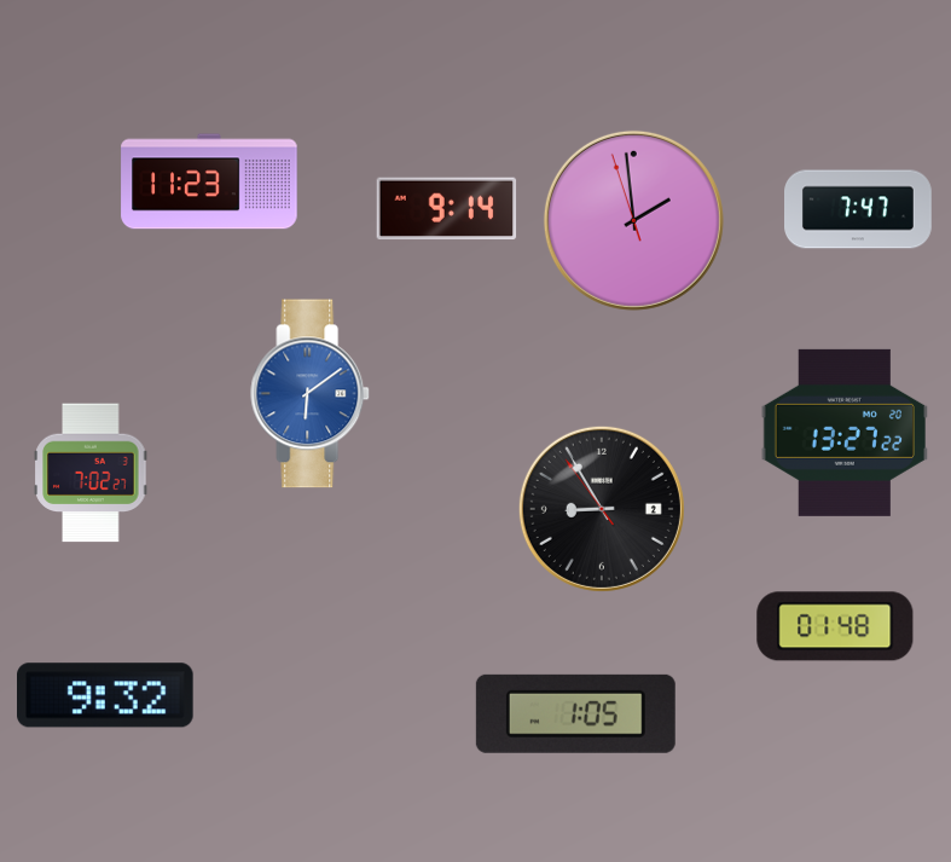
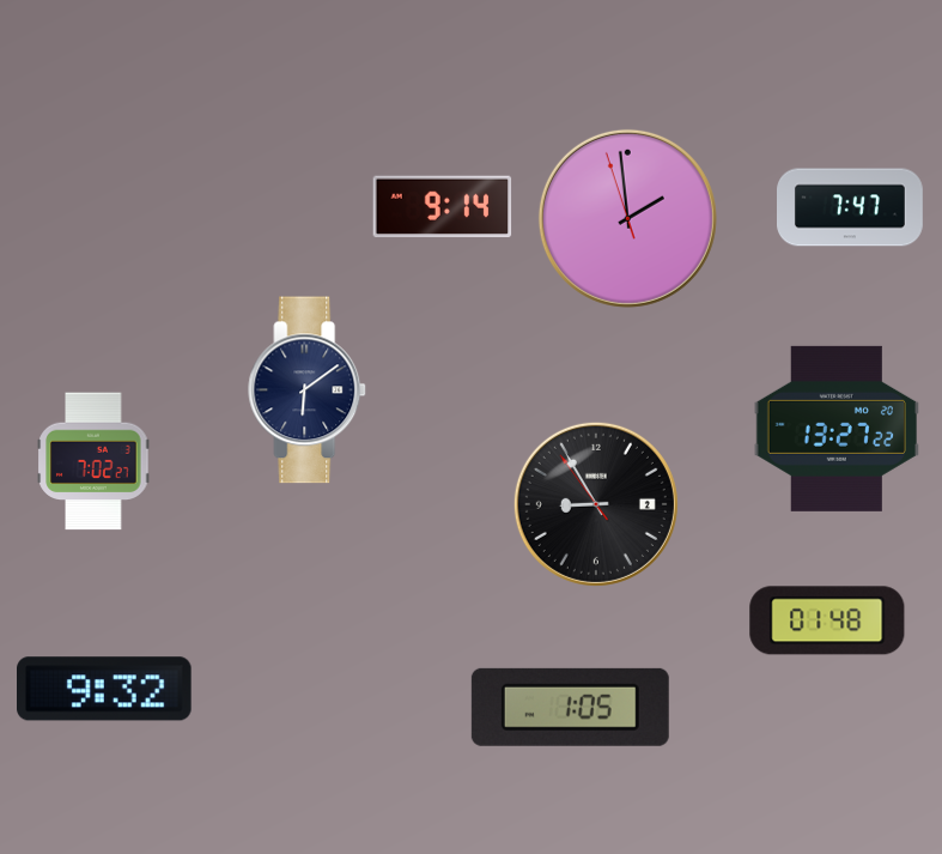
clock at (209, 181): 11:23 -> none
clock at (311, 394) dial: blue -> navy
clock at (91, 473) position: (91, 473) -> (93, 461)
